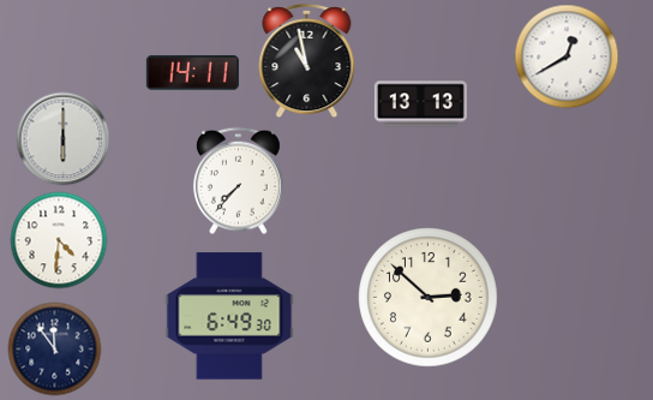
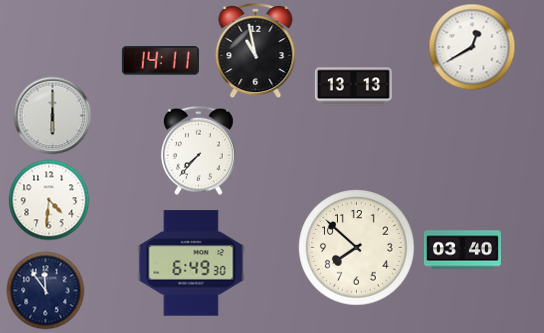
clock at (420, 105) position: (420, 105) -> (353, 87)
clock at (429, 298): 2:52 -> 7:52
clock at (462, 250): none -> 03:40
